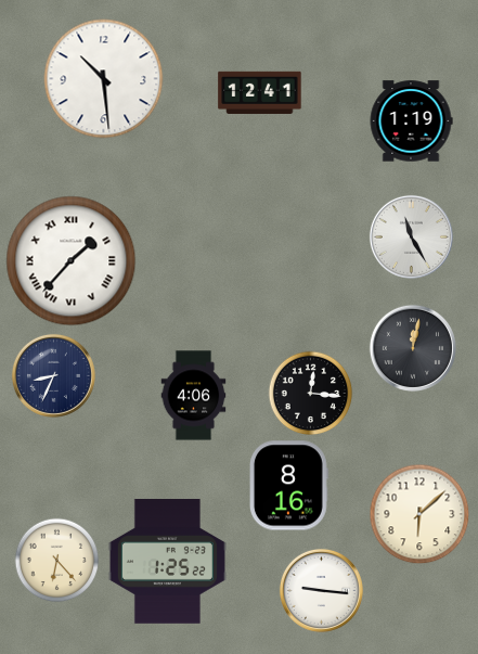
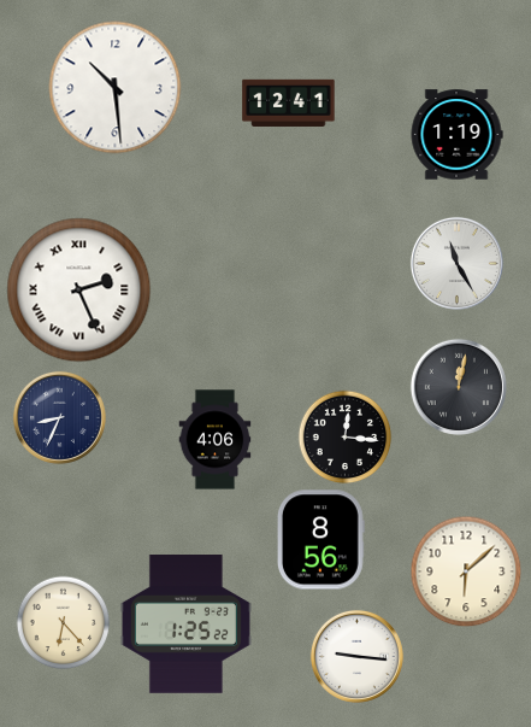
clock at (72, 261): 1:37 -> 2:26
clock at (288, 486): 8:16 -> 8:56
